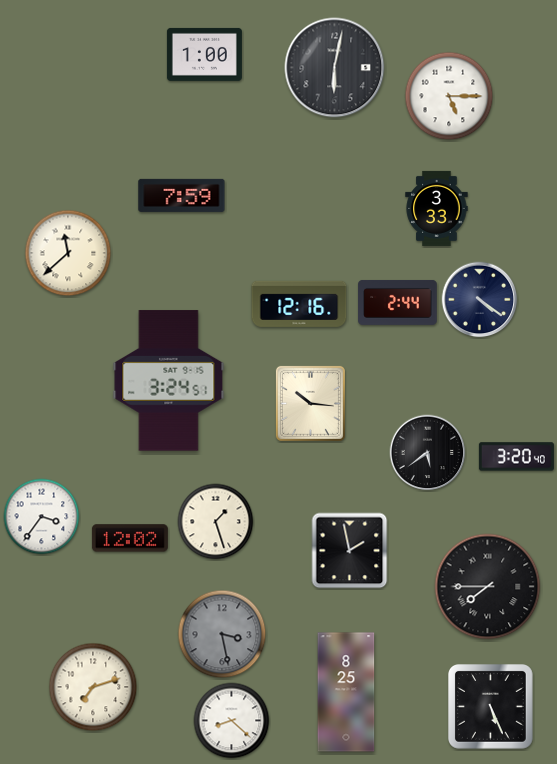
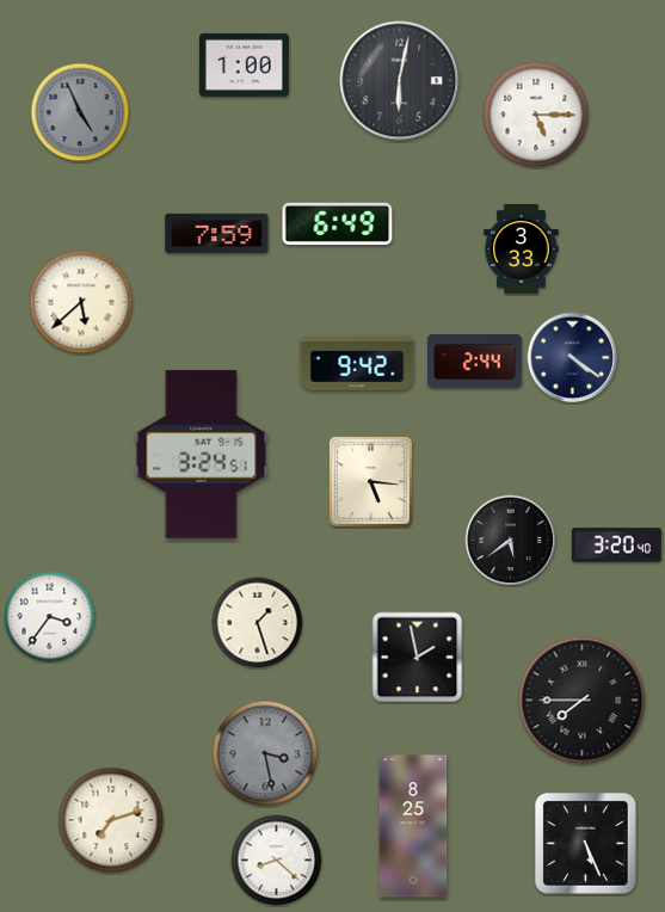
clock at (80, 112): none -> 4:56
clock at (338, 224): none -> 6:49
clock at (68, 253): 11:38 -> 5:38
clock at (299, 304): 12:16 -> 9:42
clock at (310, 403): 10:16 -> 5:16
clock at (130, 538): 12:02 -> none
clock at (222, 634) position: (222, 634) -> (265, 753)
